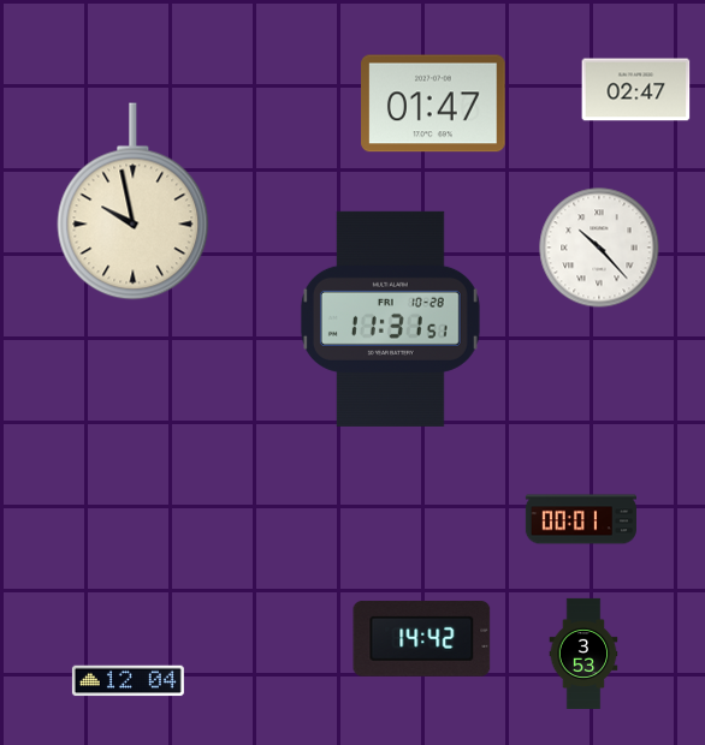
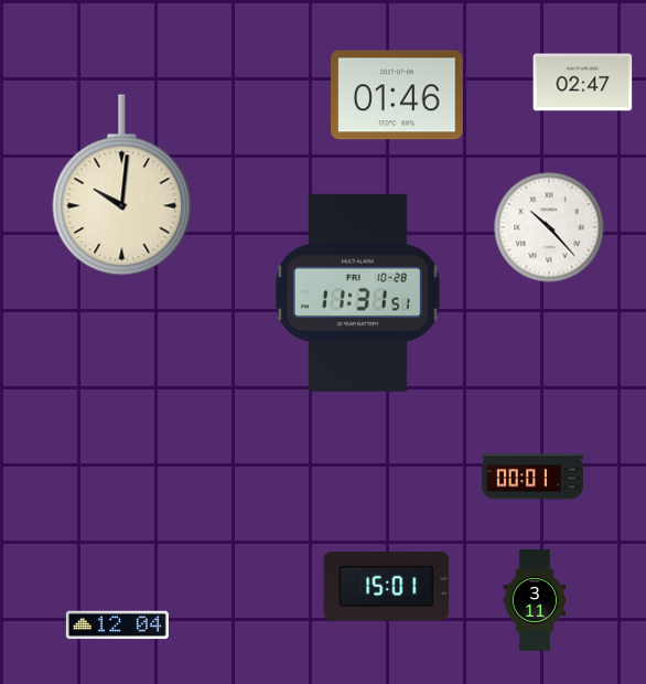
clock at (433, 103): 01:47 -> 01:46
clock at (134, 202): 9:58 -> 10:01
clock at (422, 638): 14:42 -> 15:01
clock at (583, 652): 3:53 -> 3:11
